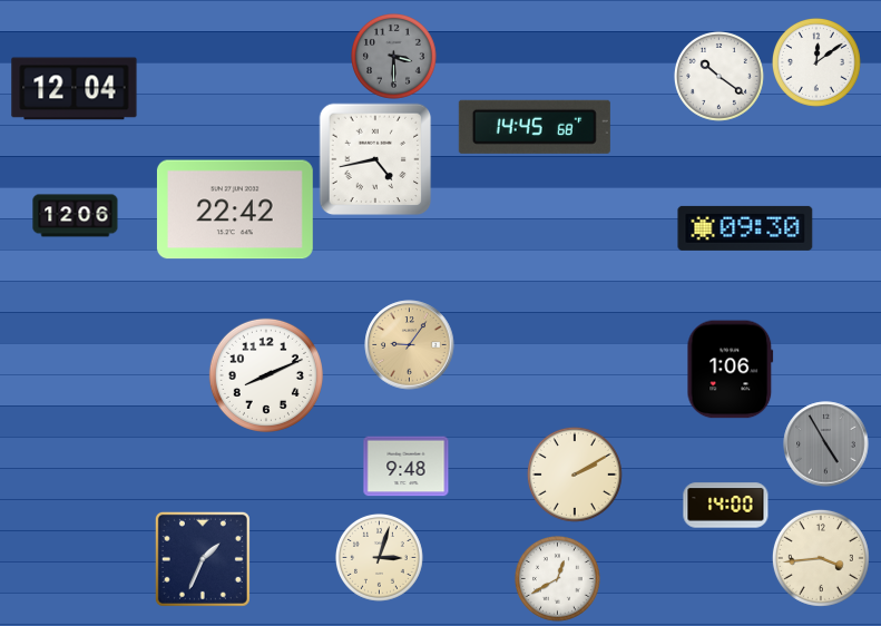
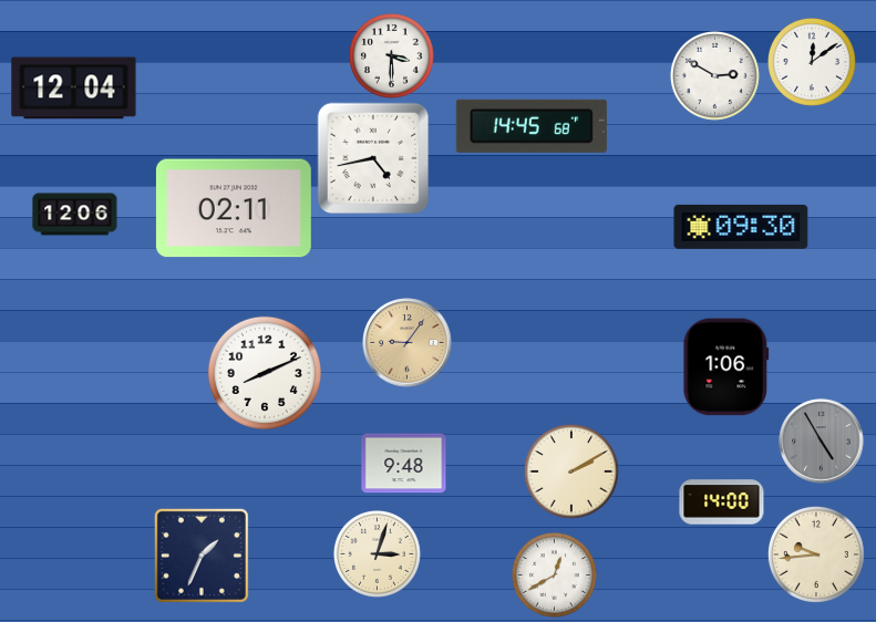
clock at (394, 57) dial: grey -> white
clock at (718, 76): 10:21 -> 2:50
clock at (235, 209): 22:42 -> 02:11
clock at (821, 558): 3:44 -> 9:44
